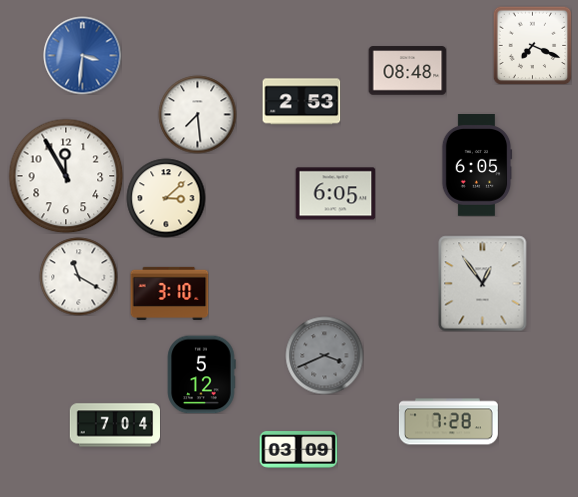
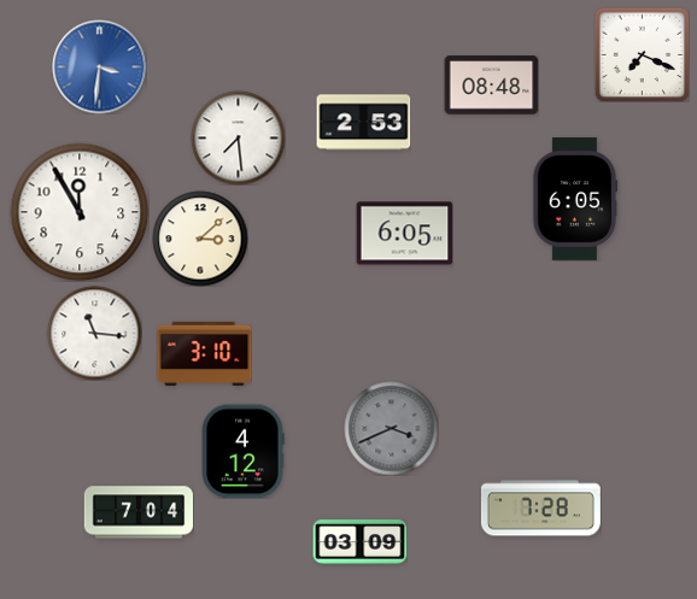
clock at (78, 276): 11:20 -> 11:16
clock at (483, 283): 12:54 -> none
clock at (201, 374): 5:12 -> 4:12
